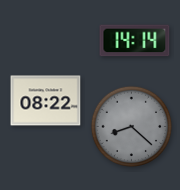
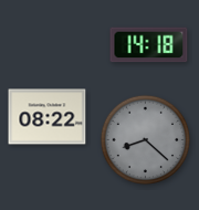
clock at (135, 41): 14:14 -> 14:18
clock at (46, 101) position: (46, 101) -> (48, 117)
